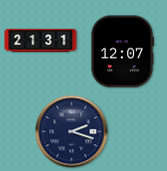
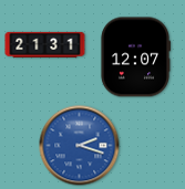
clock at (72, 132) dial: navy -> blue
